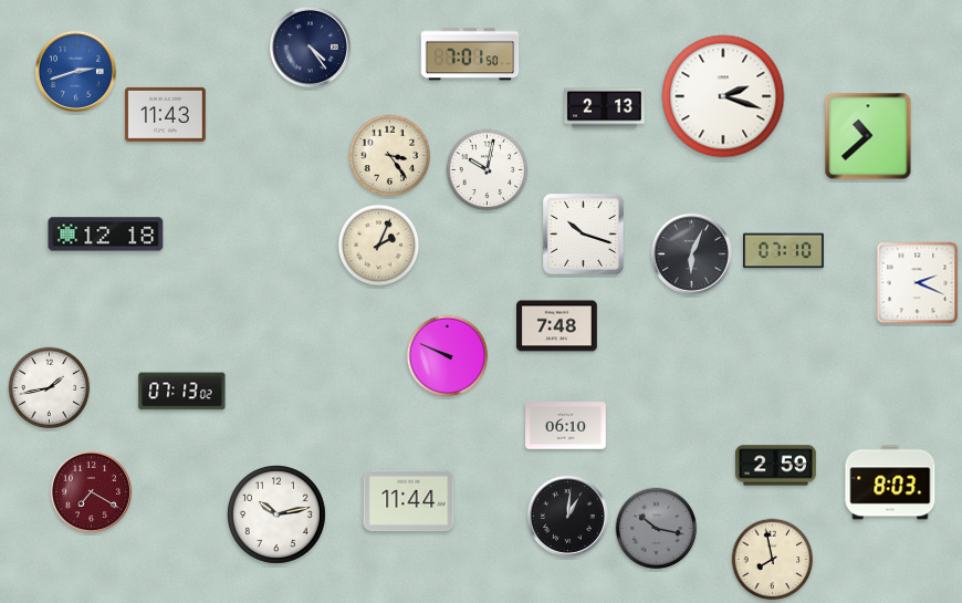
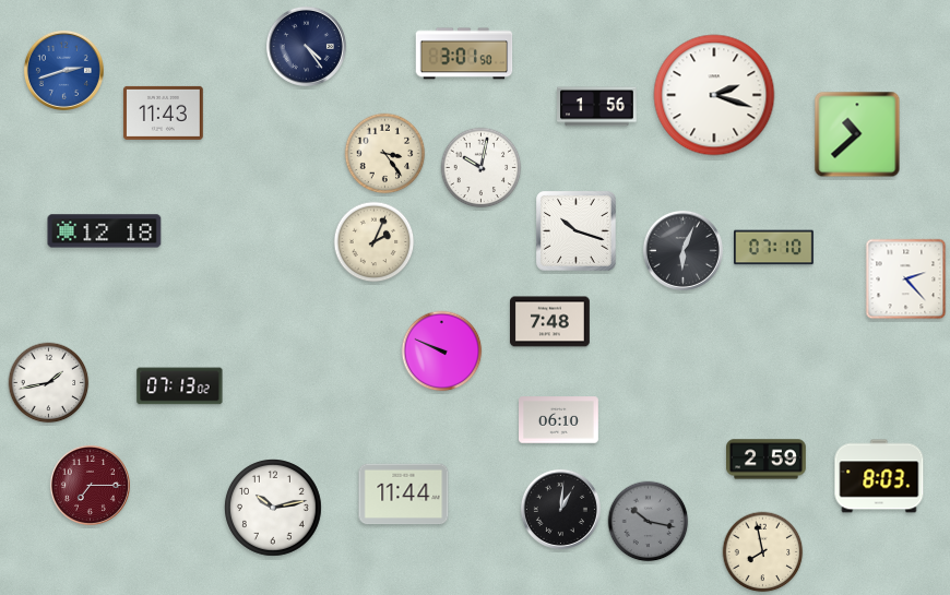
clock at (470, 54): 7:01 -> 3:01
clock at (75, 71) position: (75, 71) -> (63, 70)
clock at (605, 108): 2:13 -> 1:56
clock at (918, 283): 2:19 -> 2:23
clock at (91, 491): 7:20 -> 7:15
